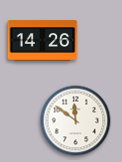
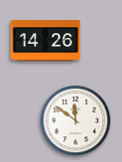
clock at (43, 41) position: (43, 41) -> (46, 41)
